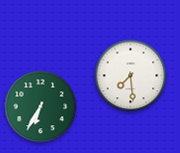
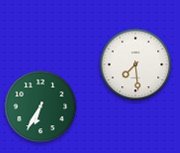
clock at (131, 76) position: (131, 76) -> (136, 65)
